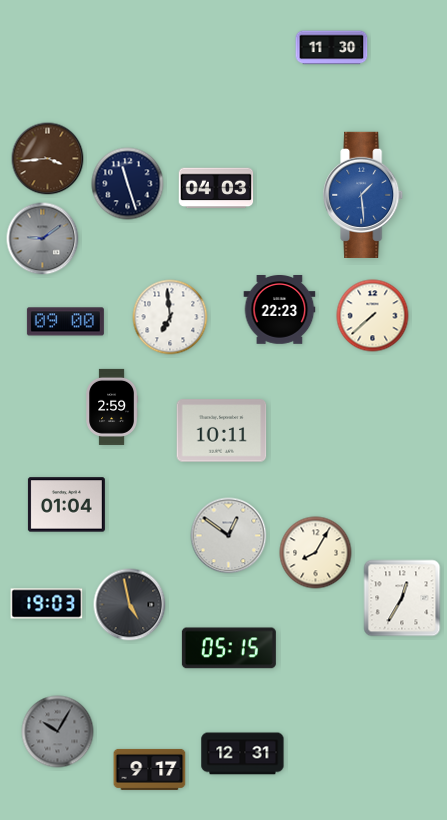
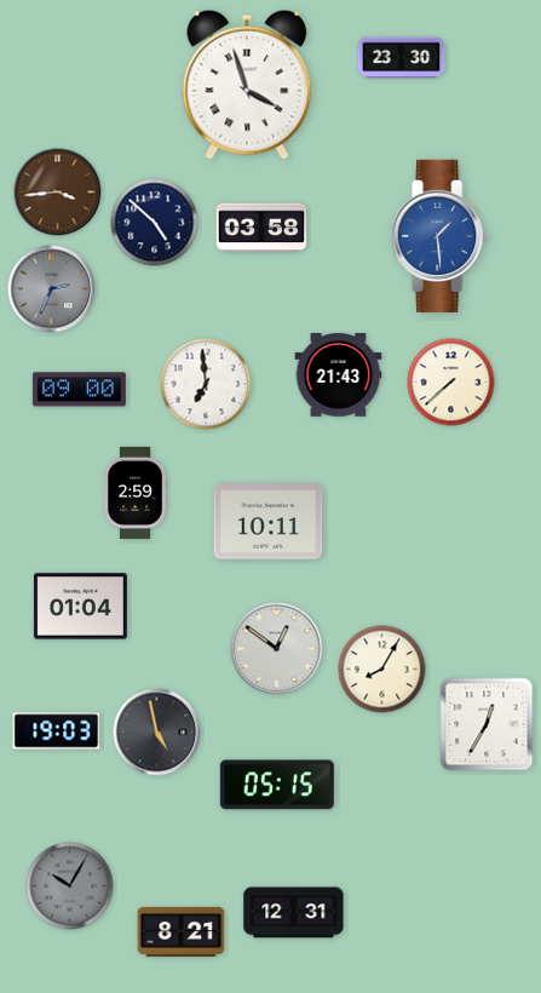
clock at (332, 48): 11:30 -> 23:30
clock at (247, 85): none -> 3:57
clock at (128, 184): 11:27 -> 4:52
clock at (216, 188): 04:03 -> 03:58
clock at (43, 239): 9:09 -> 2:34
clock at (280, 310): 22:23 -> 21:43
clock at (66, 505) position: (66, 505) -> (80, 607)
clock at (150, 769): 9:17 -> 8:21
